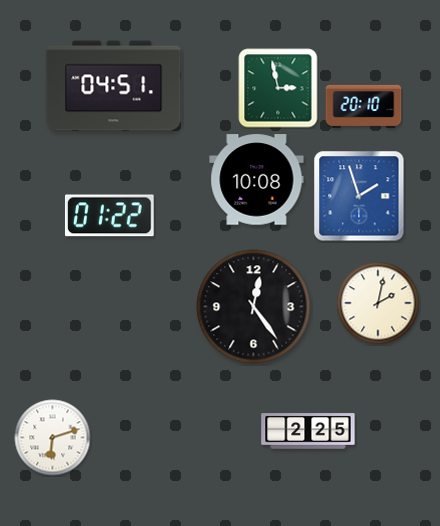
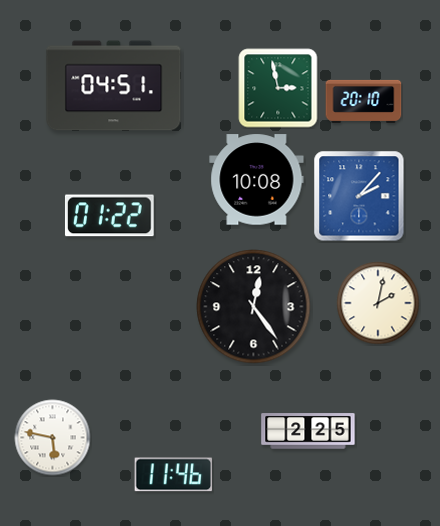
clock at (364, 106) position: (364, 106) -> (364, 101)
clock at (359, 196): 1:57 -> 2:07
clock at (53, 438): 6:12 -> 5:47
clock at (174, 475): none -> 11:46
